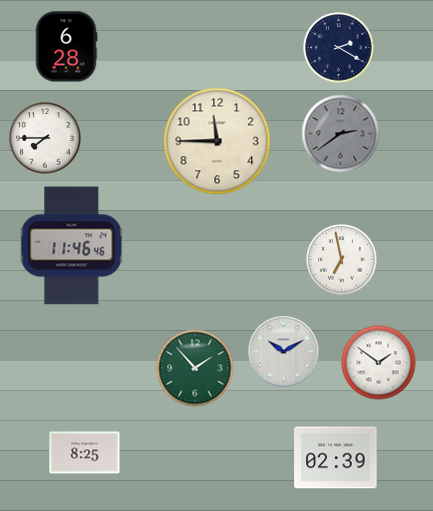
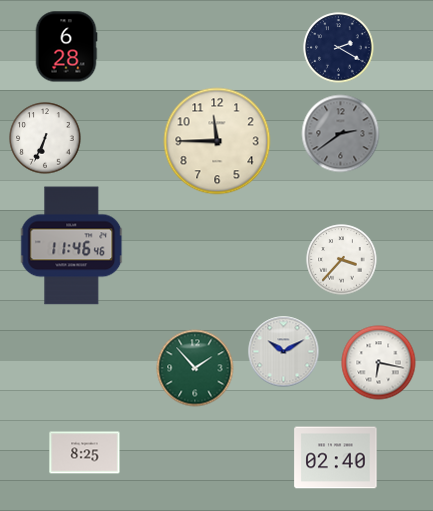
clock at (45, 138): 7:45 -> 6:34
clock at (342, 260): 6:58 -> 3:37
clock at (379, 363): 1:51 -> 6:17
clock at (336, 458): 02:39 -> 02:40
